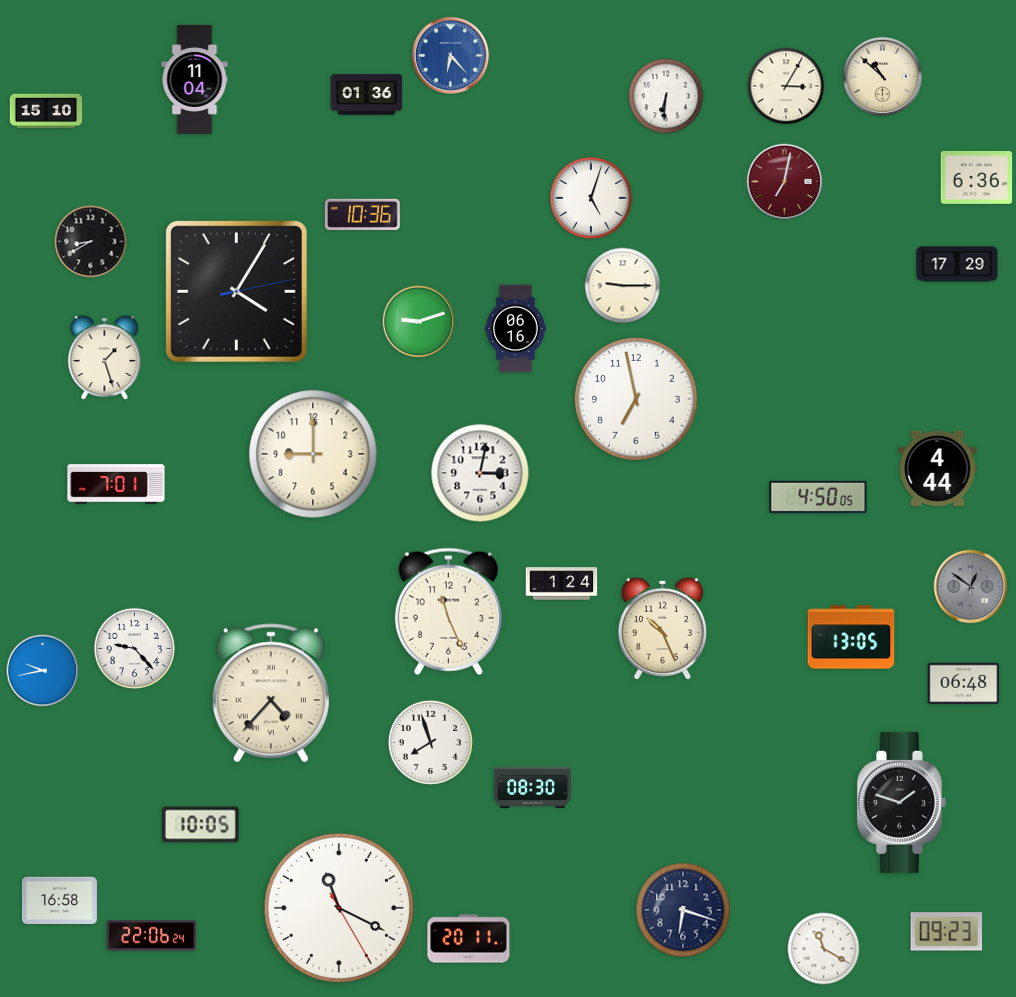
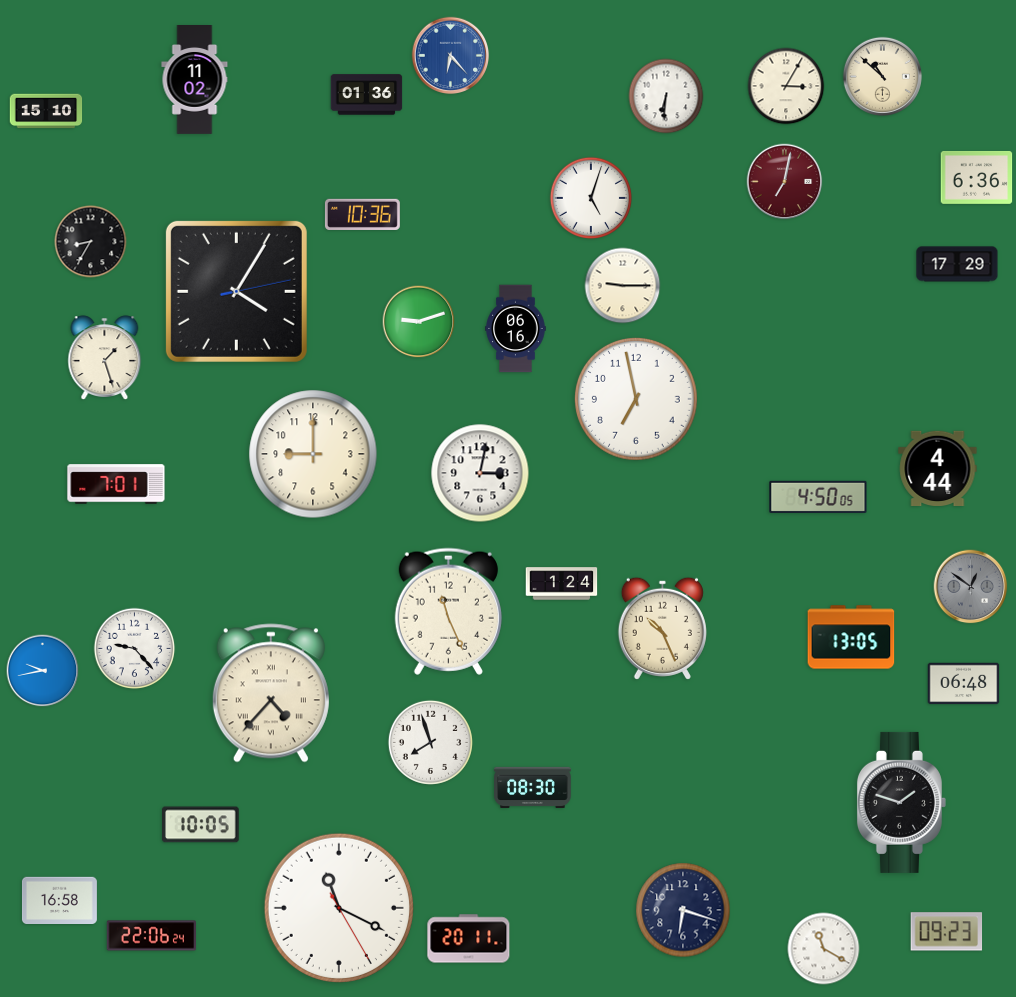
clock at (195, 80): 11:04 -> 11:02
clock at (91, 242): 8:40 -> 8:35
